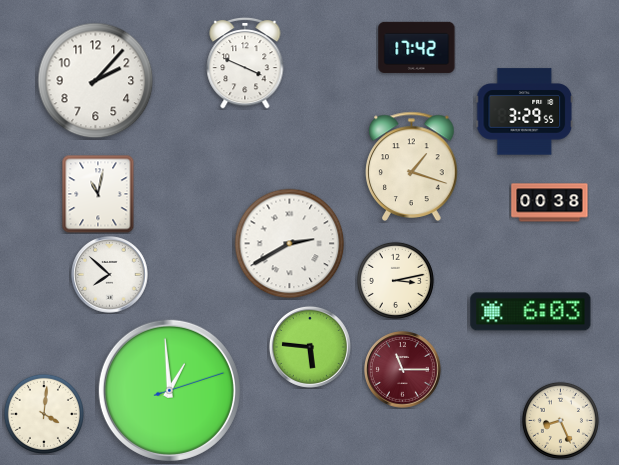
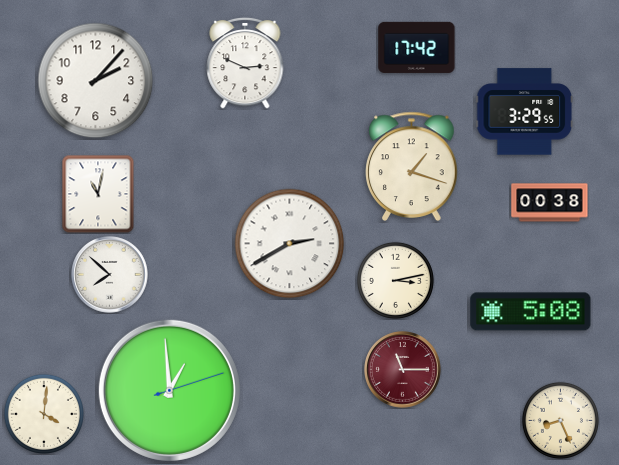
clock at (245, 63): 3:49 -> 2:49
clock at (531, 312): 6:03 -> 5:08
clock at (310, 347): 5:46 -> none
